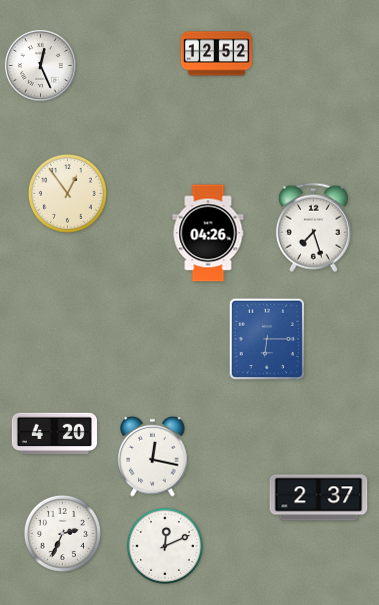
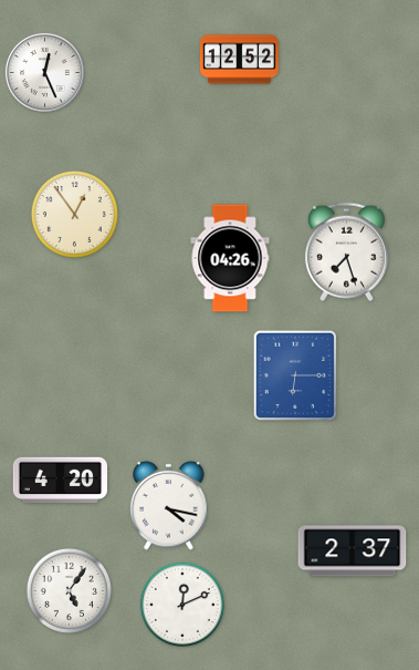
clock at (153, 456): 12:17 -> 4:17
clock at (62, 533): 2:34 -> 5:06
